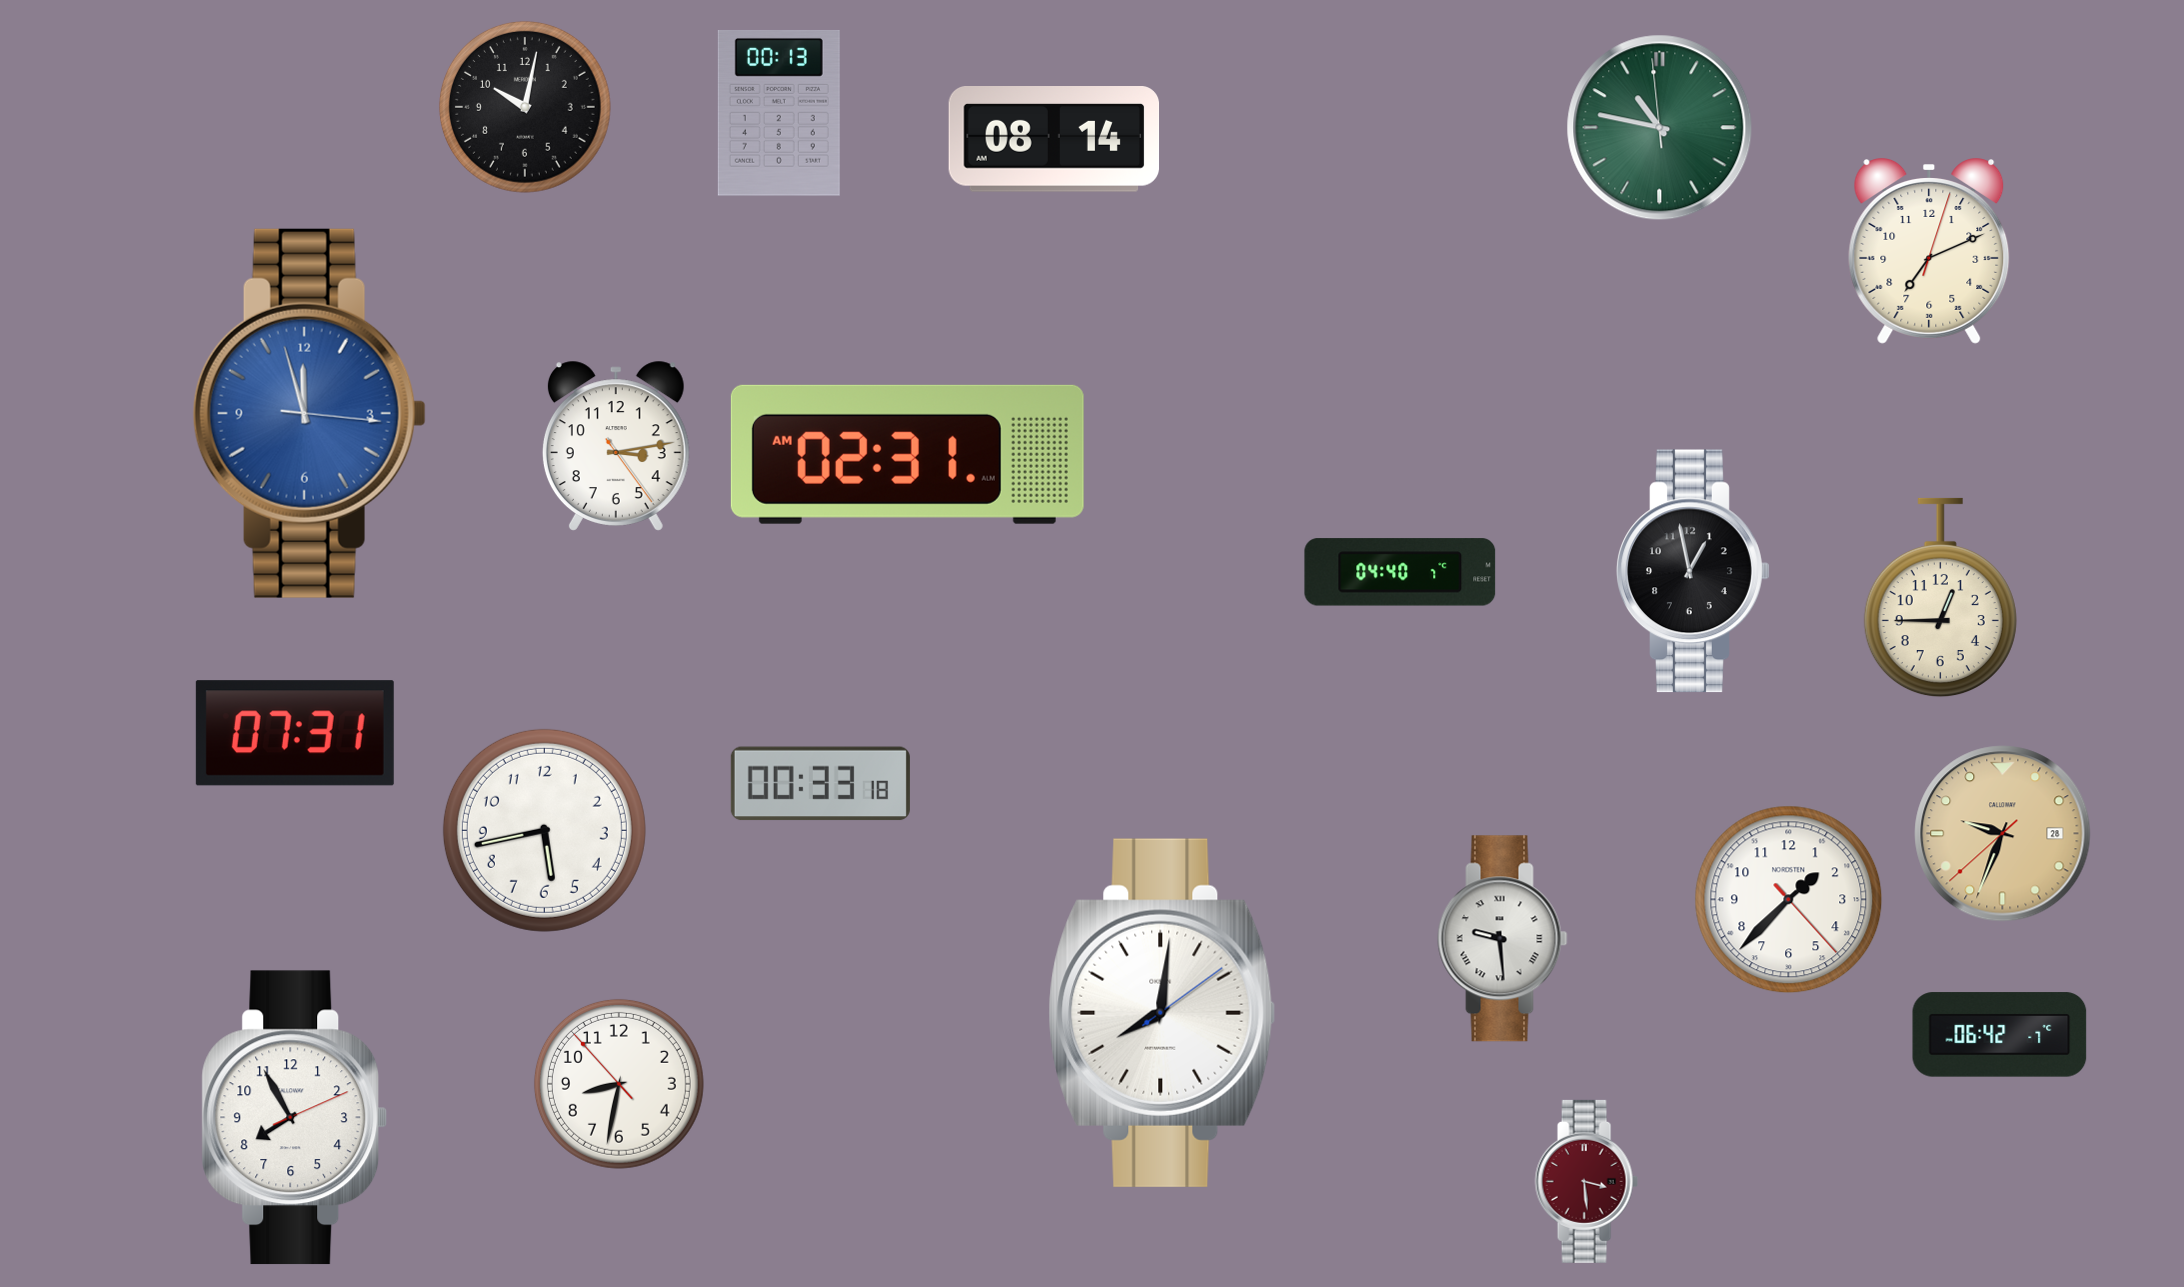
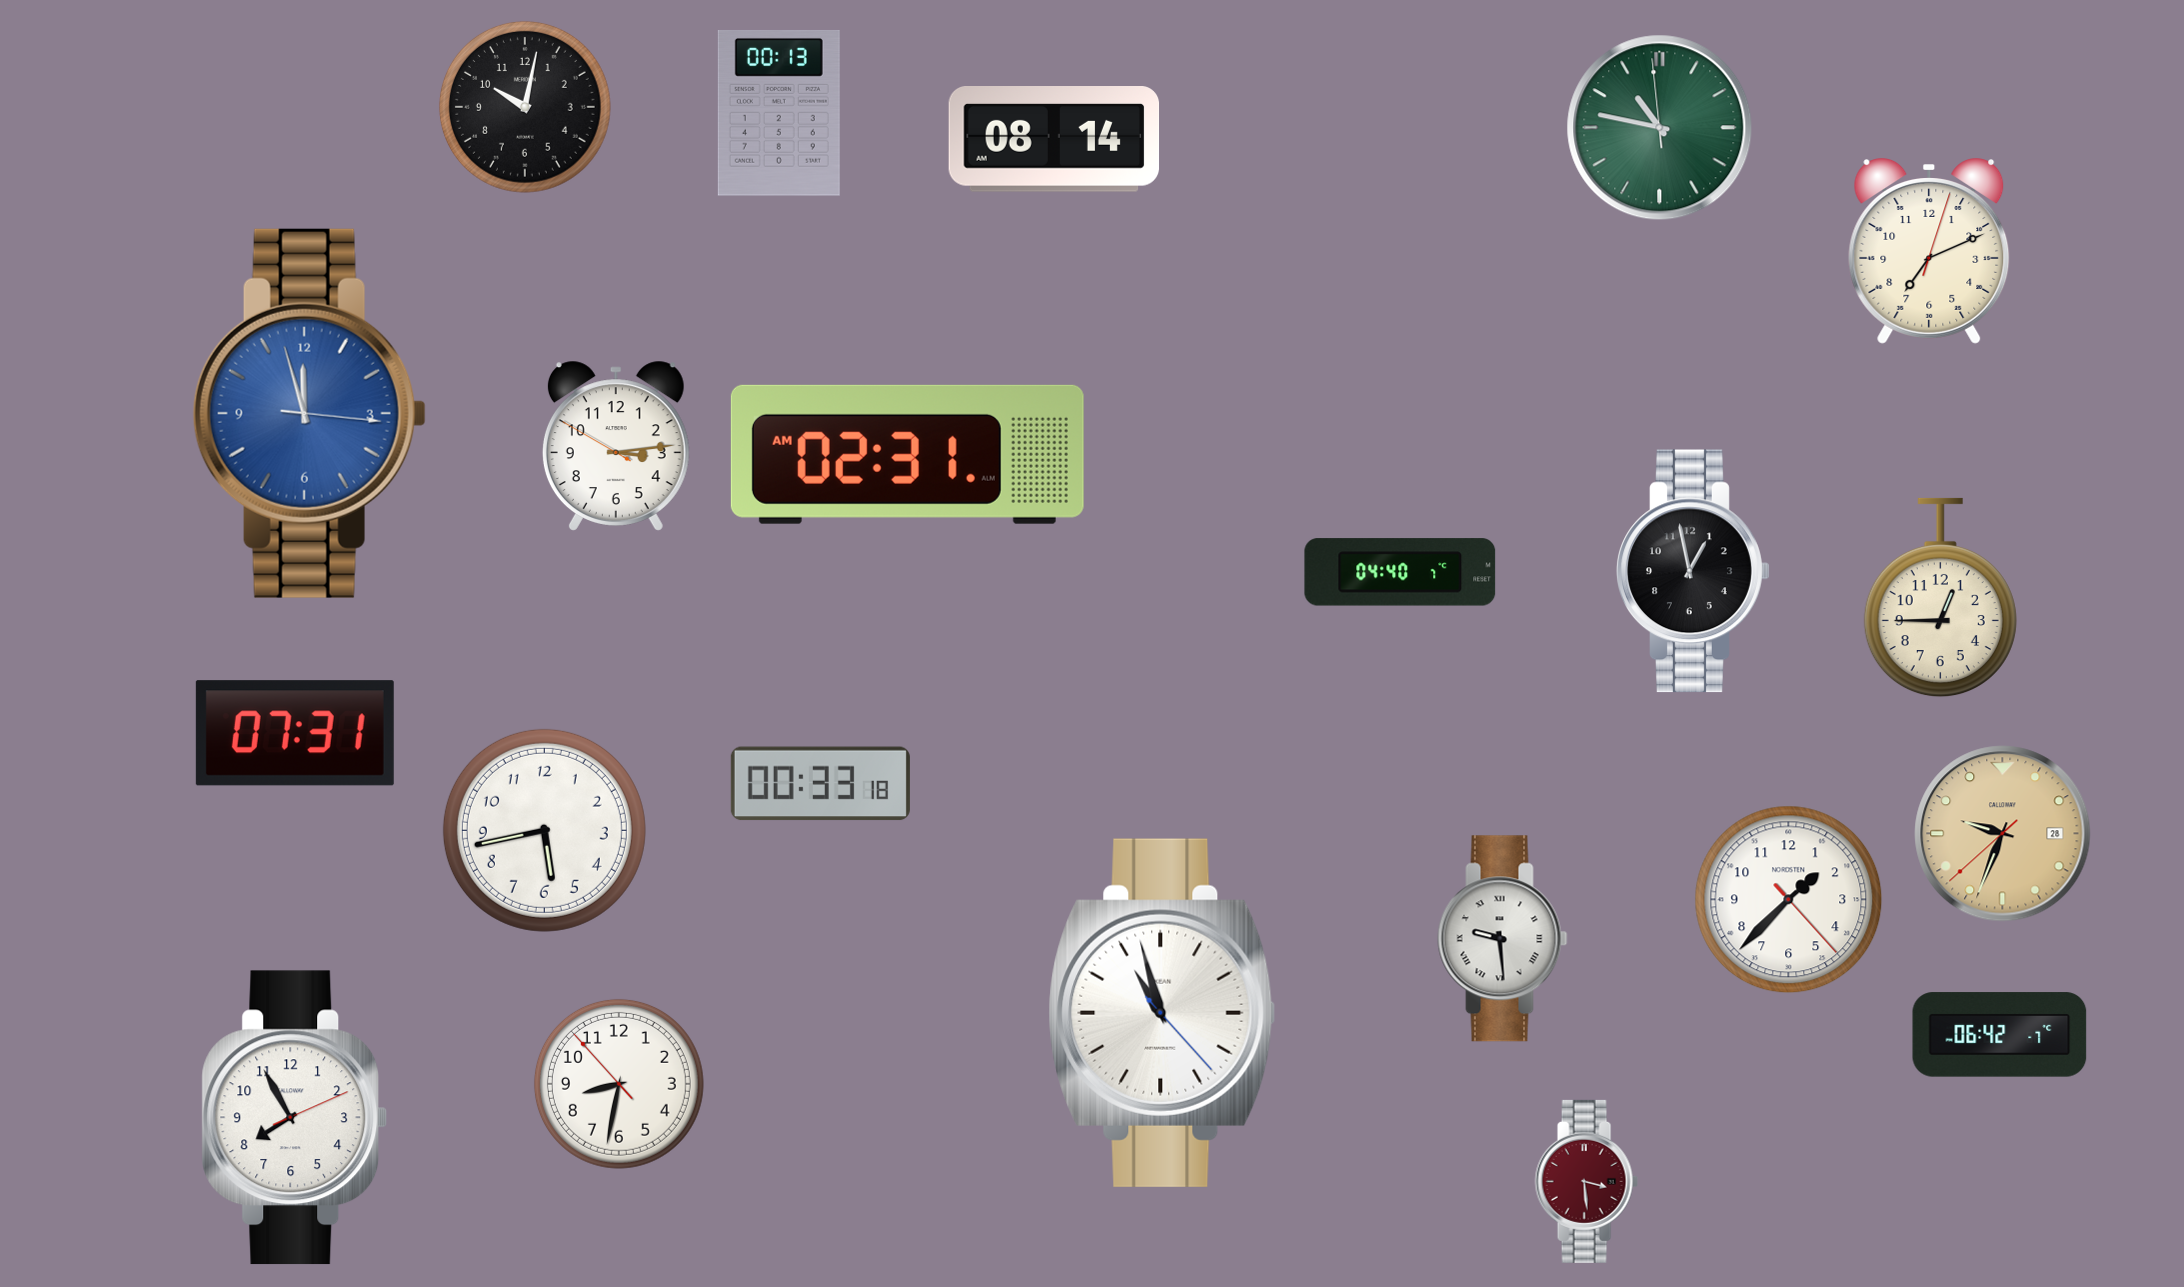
clock at (616, 446): 3:13:24 -> 3:13:50
clock at (1162, 1013): 8:01 -> 10:57
